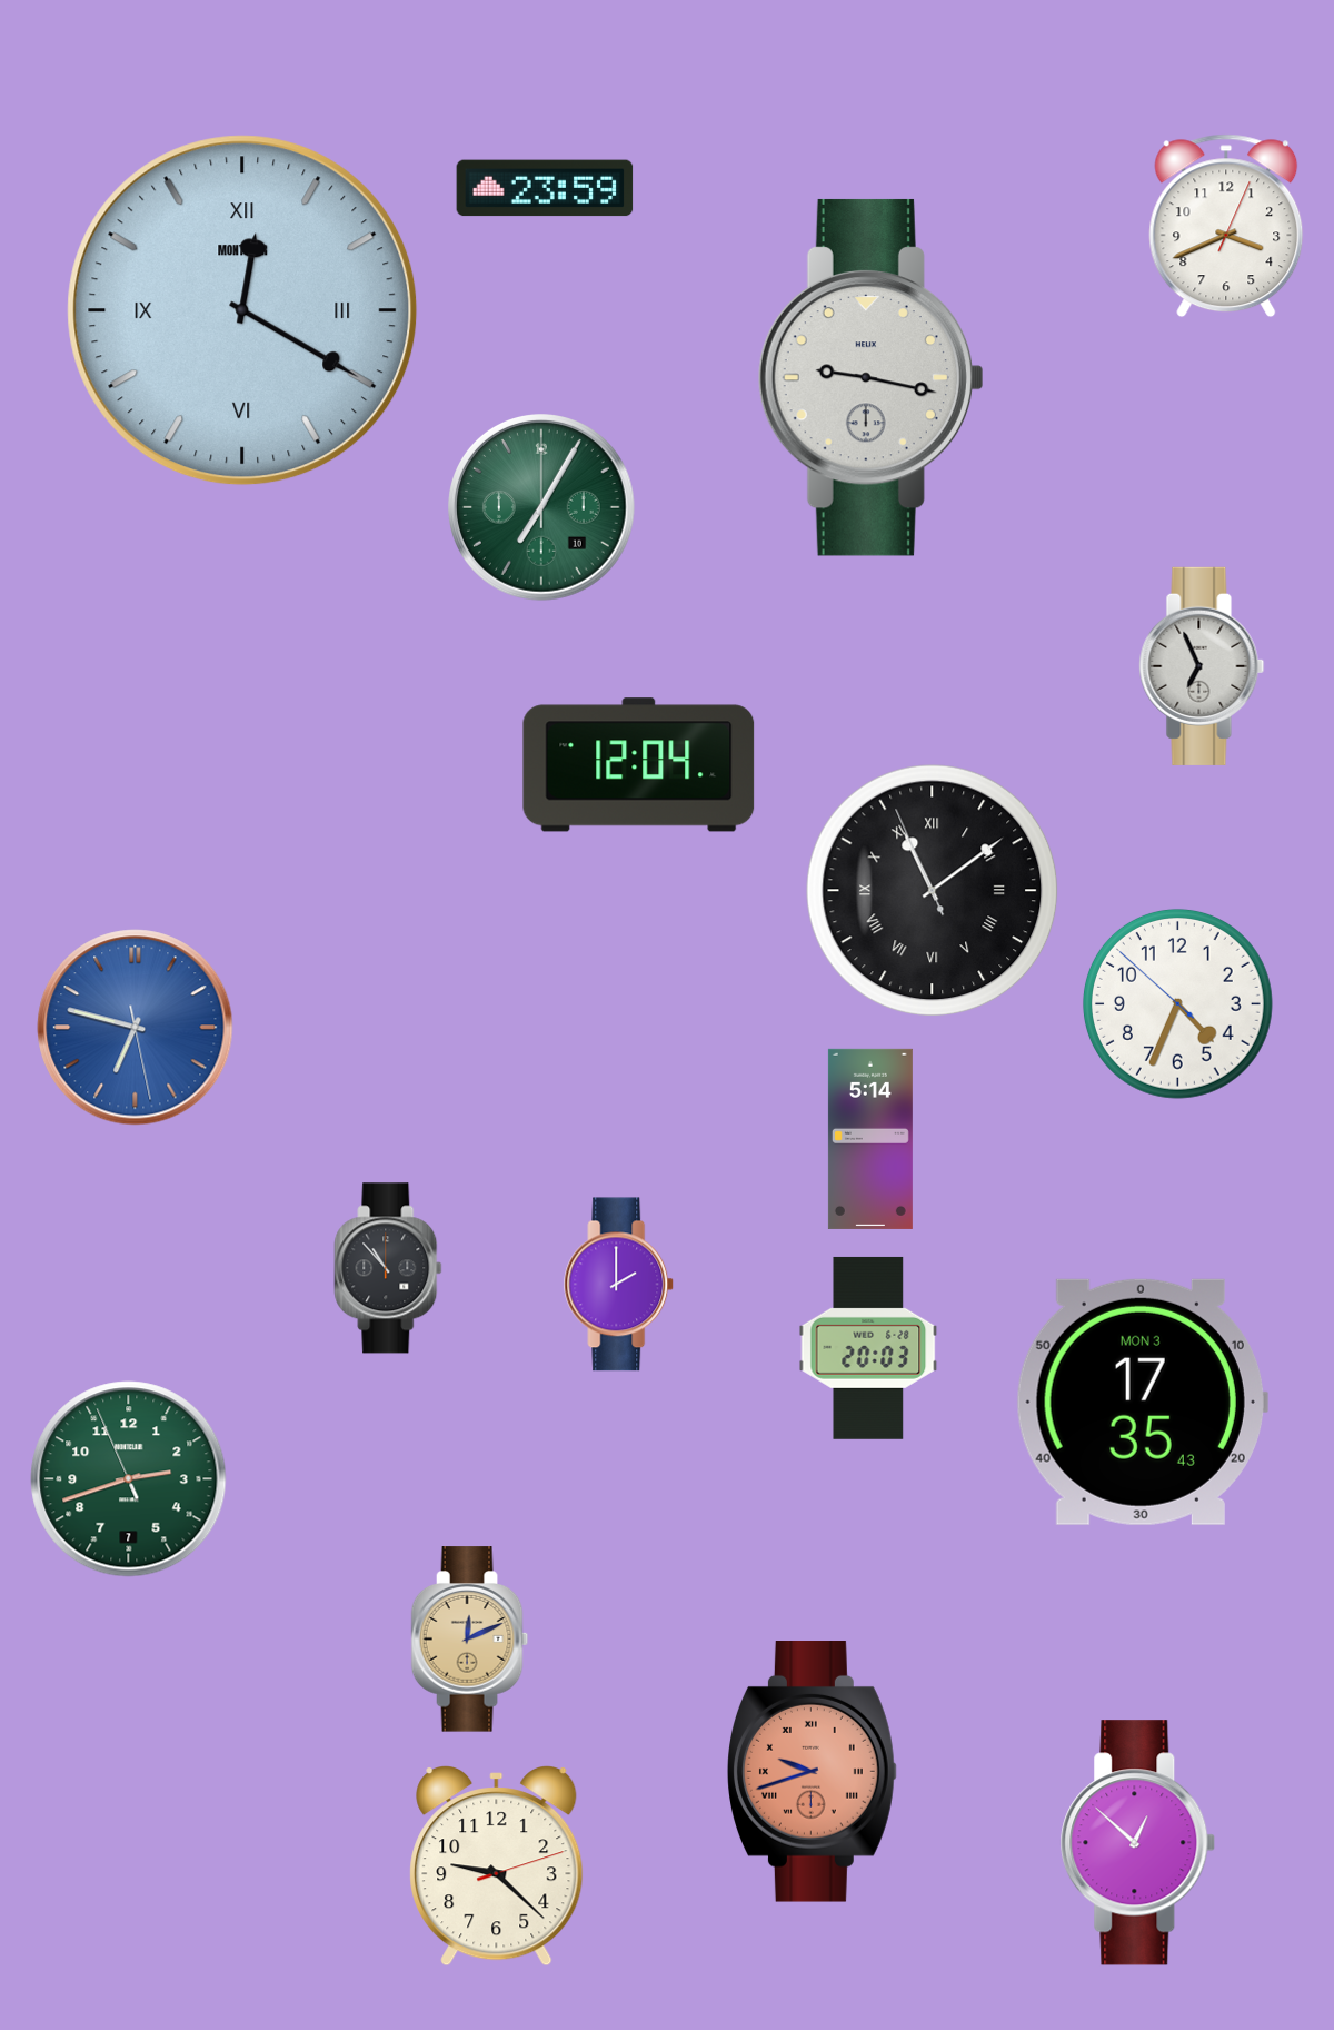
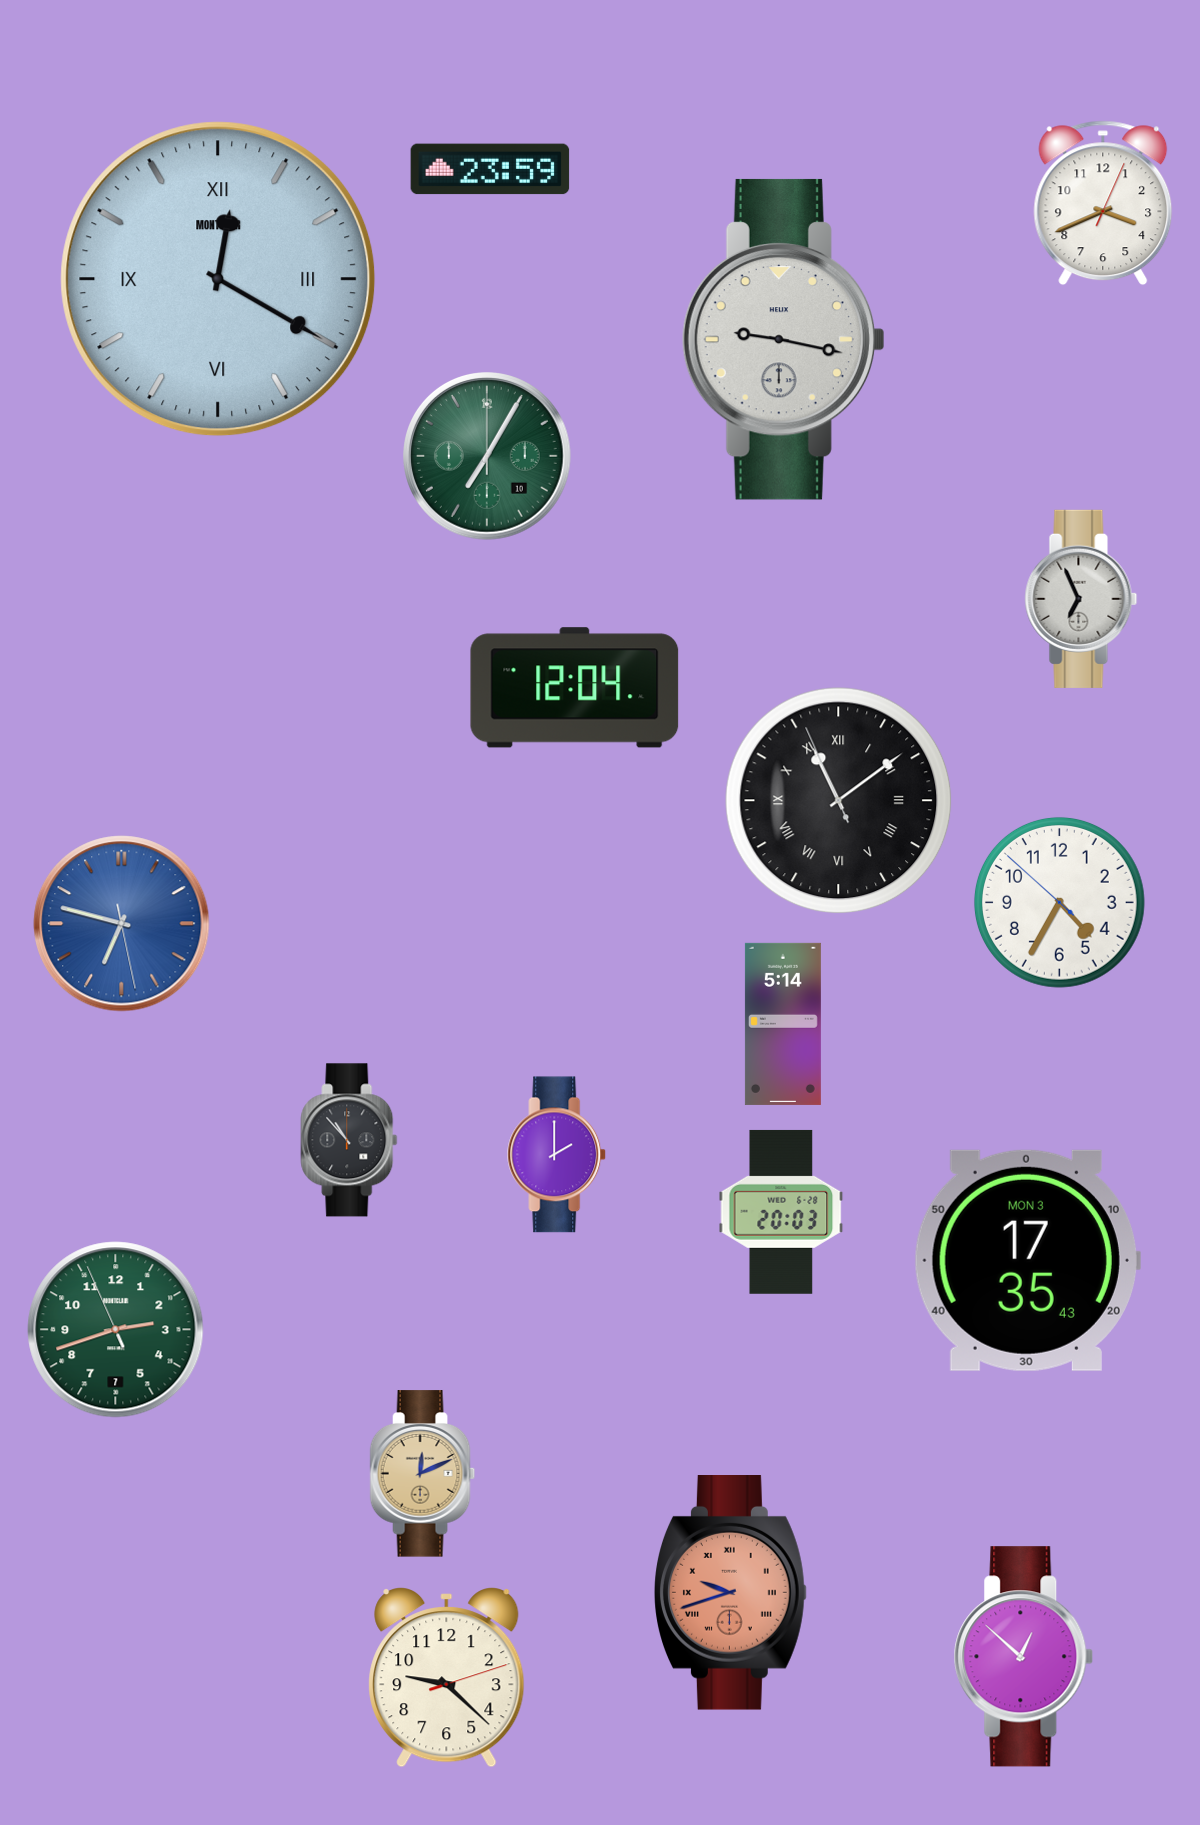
clock at (1177, 1003): 4:33 -> 4:34
